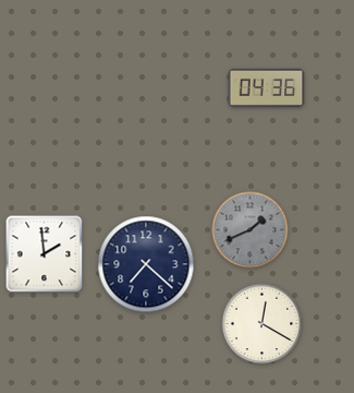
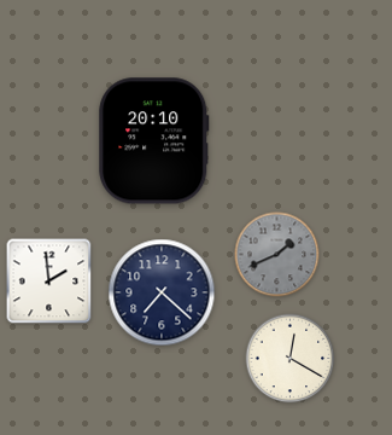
clock at (267, 87): 04:36 -> none
clock at (154, 141): none -> 20:10
